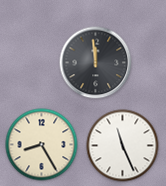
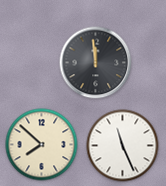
clock at (42, 145): 8:25 -> 7:52
